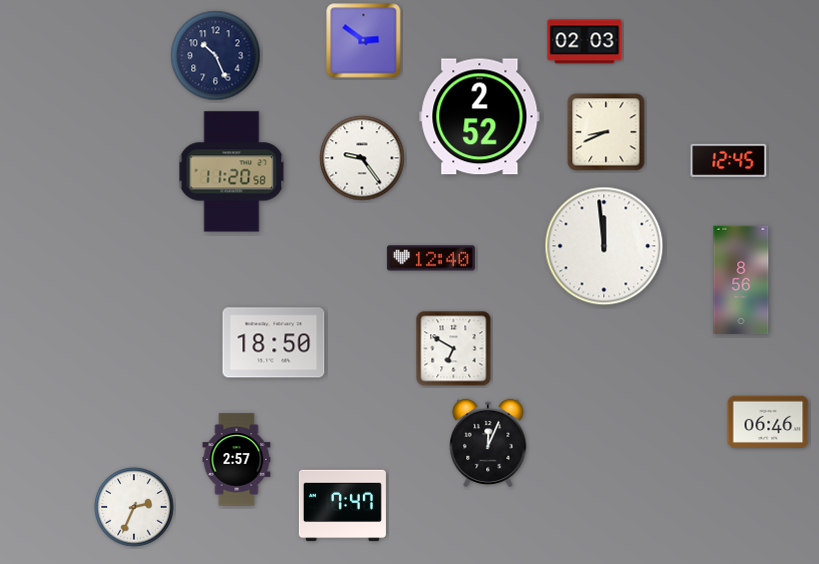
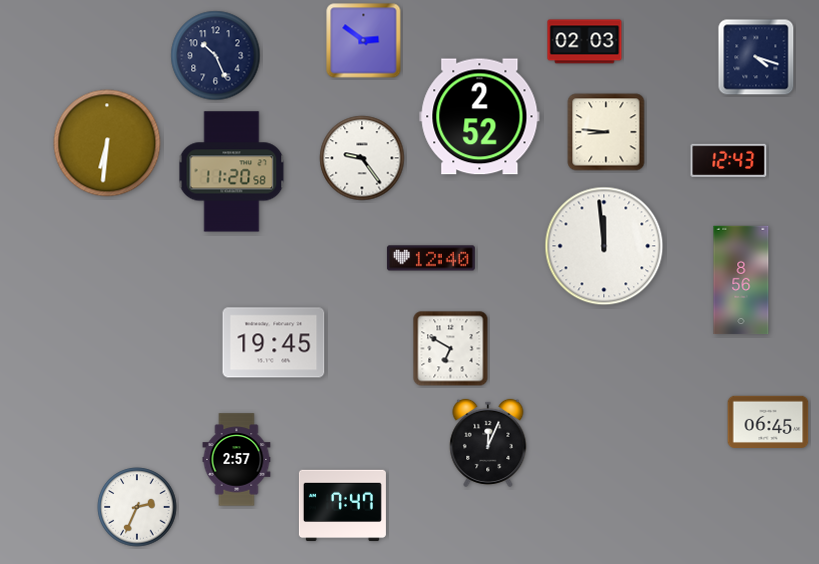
clock at (756, 57): none -> 4:18
clock at (606, 132): 8:41 -> 8:46
clock at (107, 143): none -> 6:31
clock at (729, 160): 12:45 -> 12:43
clock at (274, 343): 18:50 -> 19:45
clock at (454, 349) position: (454, 349) -> (451, 349)
clock at (768, 421): 06:46 -> 06:45
clock at (134, 507) position: (134, 507) -> (137, 507)
